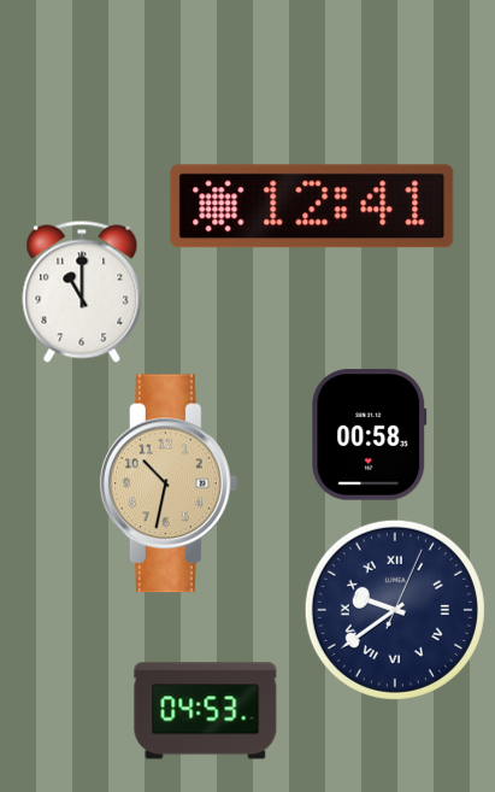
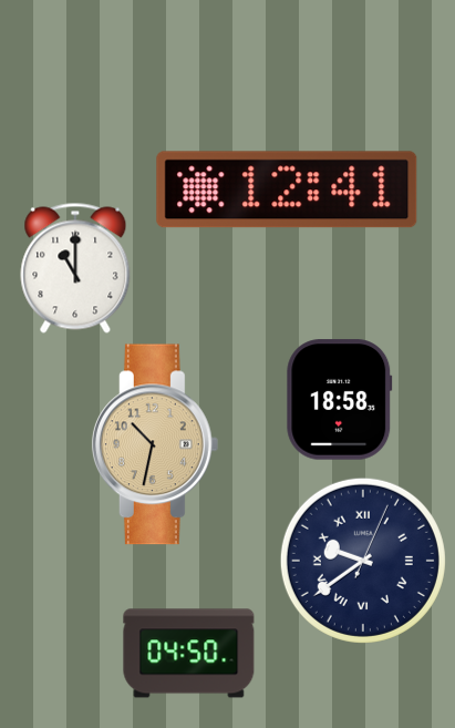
clock at (370, 435): 00:58 -> 18:58
clock at (206, 711): 04:53 -> 04:50
